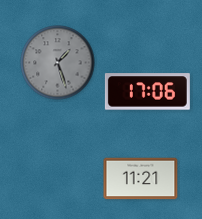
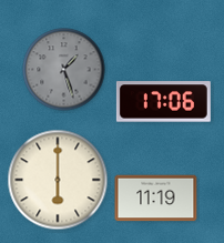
clock at (58, 180): none -> 6:00
clock at (141, 179): 11:21 -> 11:19
